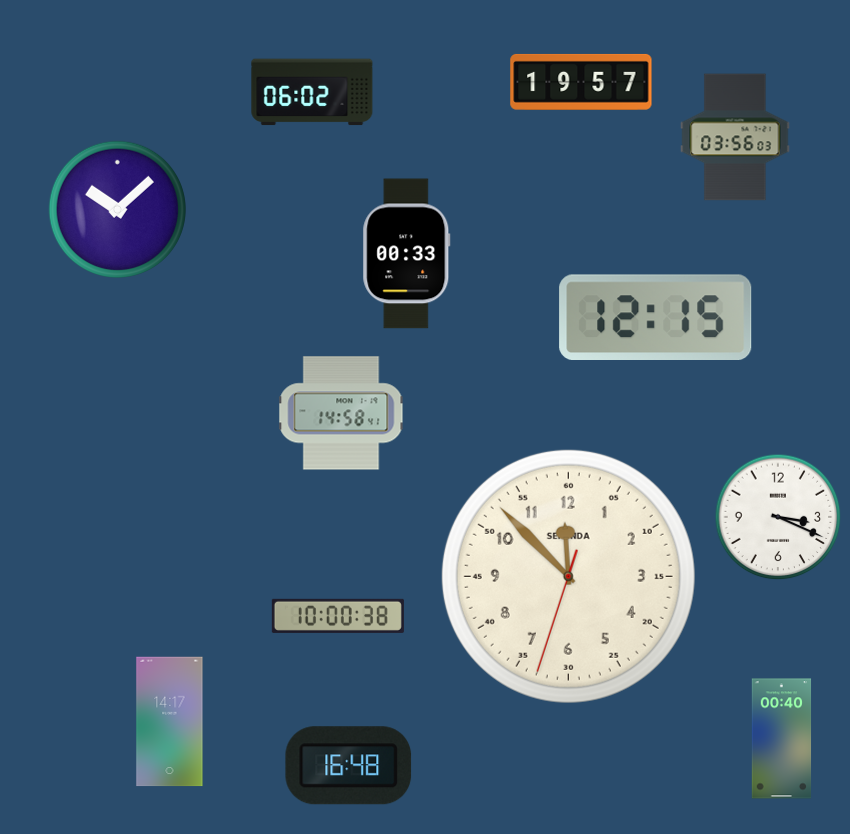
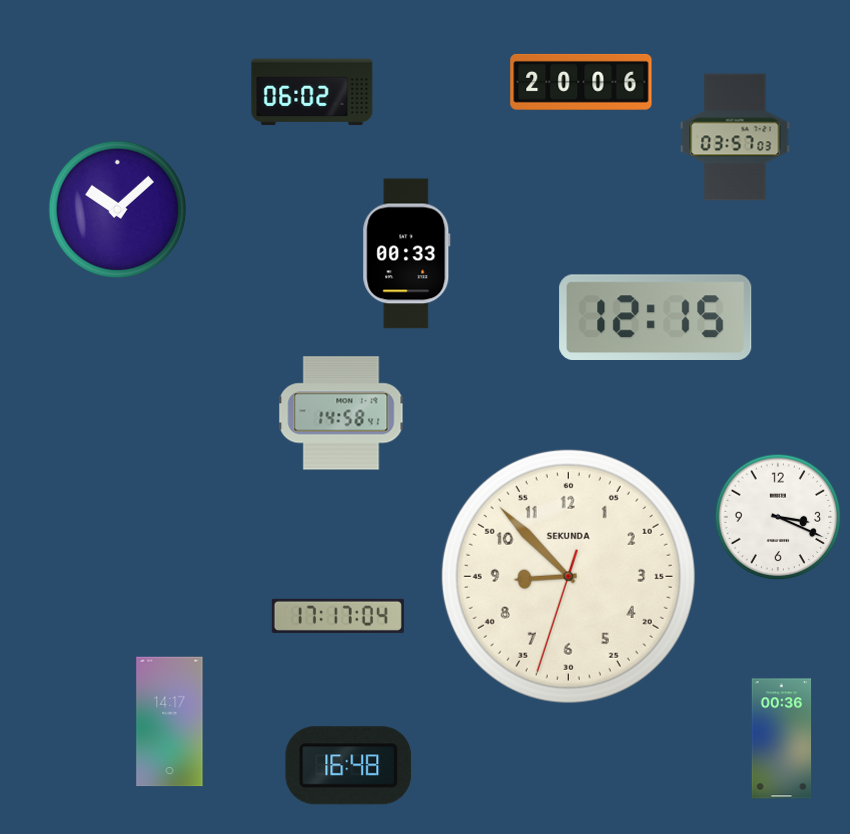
clock at (581, 82): 19:57 -> 20:06
clock at (735, 137): 03:56 -> 03:57
clock at (568, 576): 11:52 -> 8:52
clock at (338, 616): 10:00 -> 17:17
clock at (782, 739): 00:40 -> 00:36
